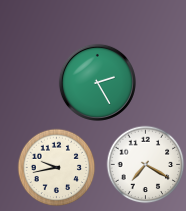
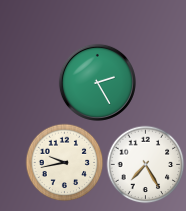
clock at (145, 164): 7:20 -> 7:25
clock at (56, 167) position: (56, 167) -> (64, 162)
